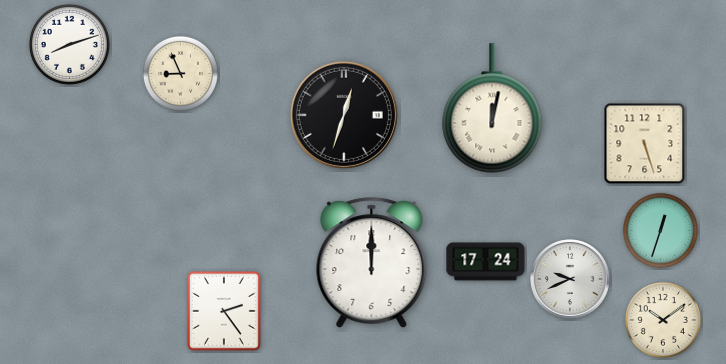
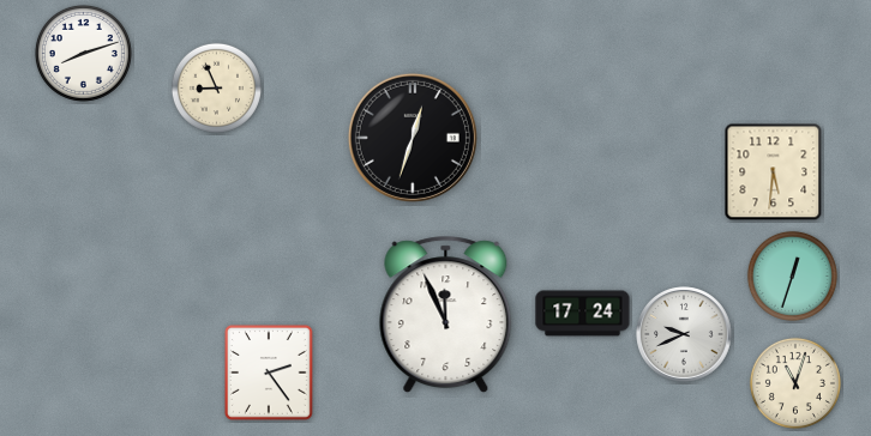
clock at (492, 108): 12:02 -> none
clock at (645, 144): 5:27 -> 5:31
clock at (372, 263): 12:00 -> 11:56
clock at (663, 320): 10:09 -> 11:03
